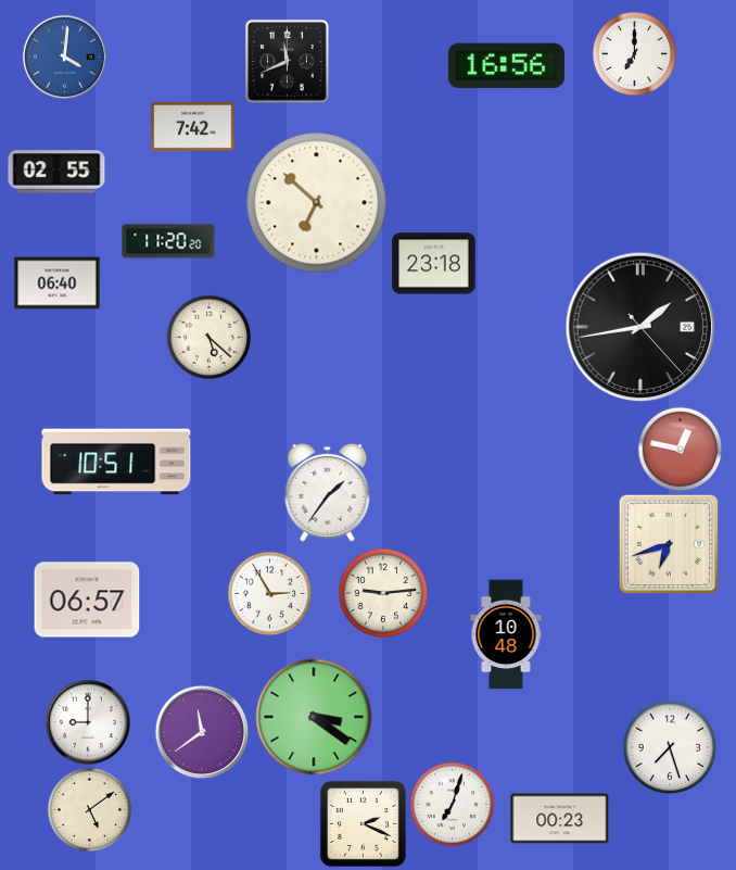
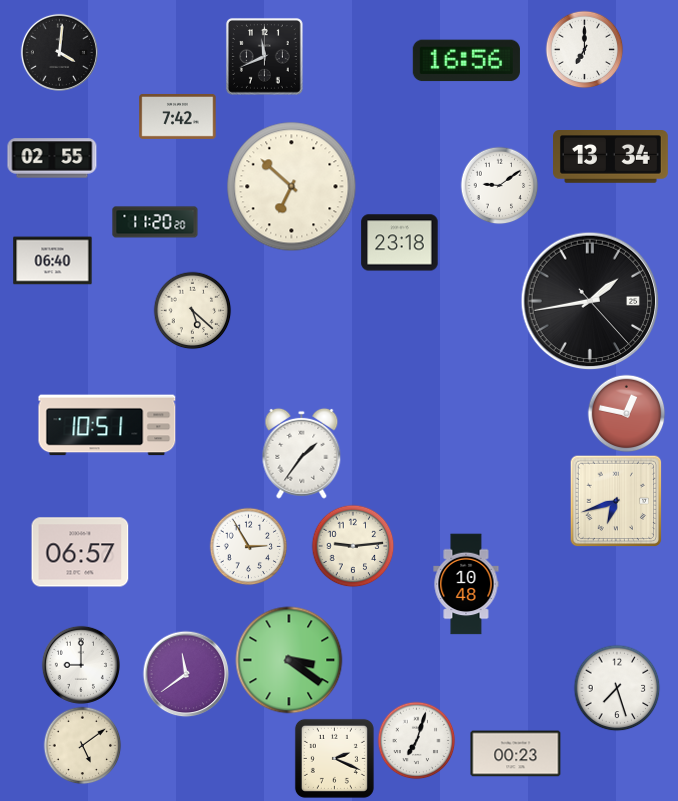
clock at (64, 56) dial: blue -> black
clock at (611, 157): none -> 13:34
clock at (499, 185): none -> 9:09
